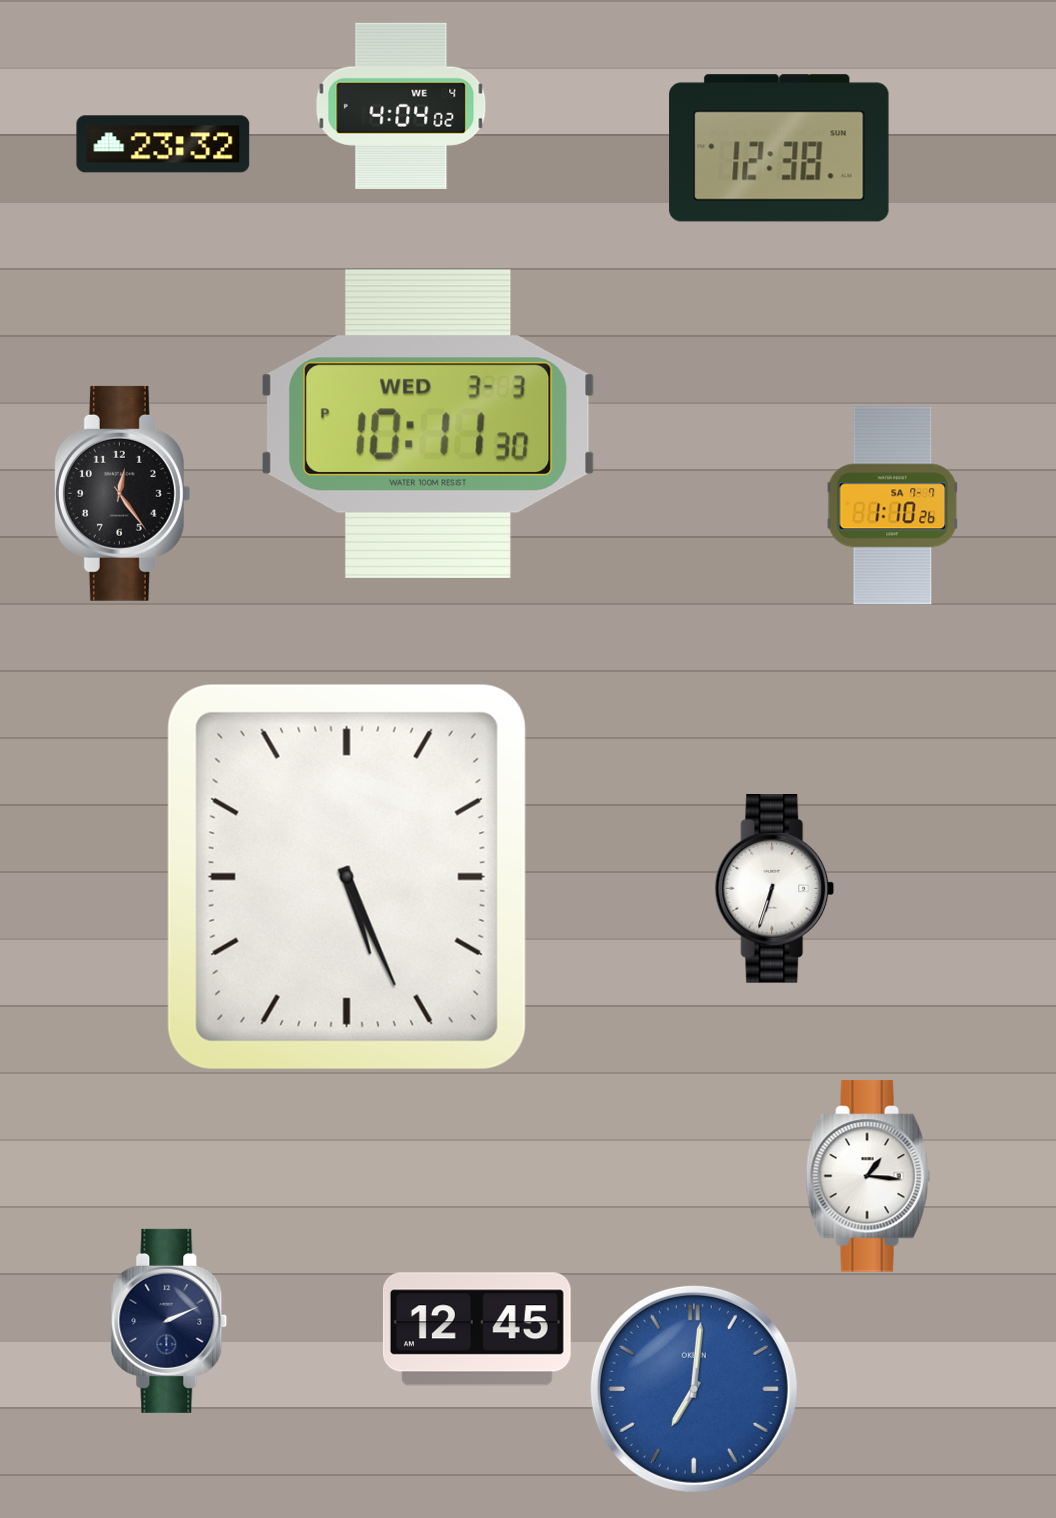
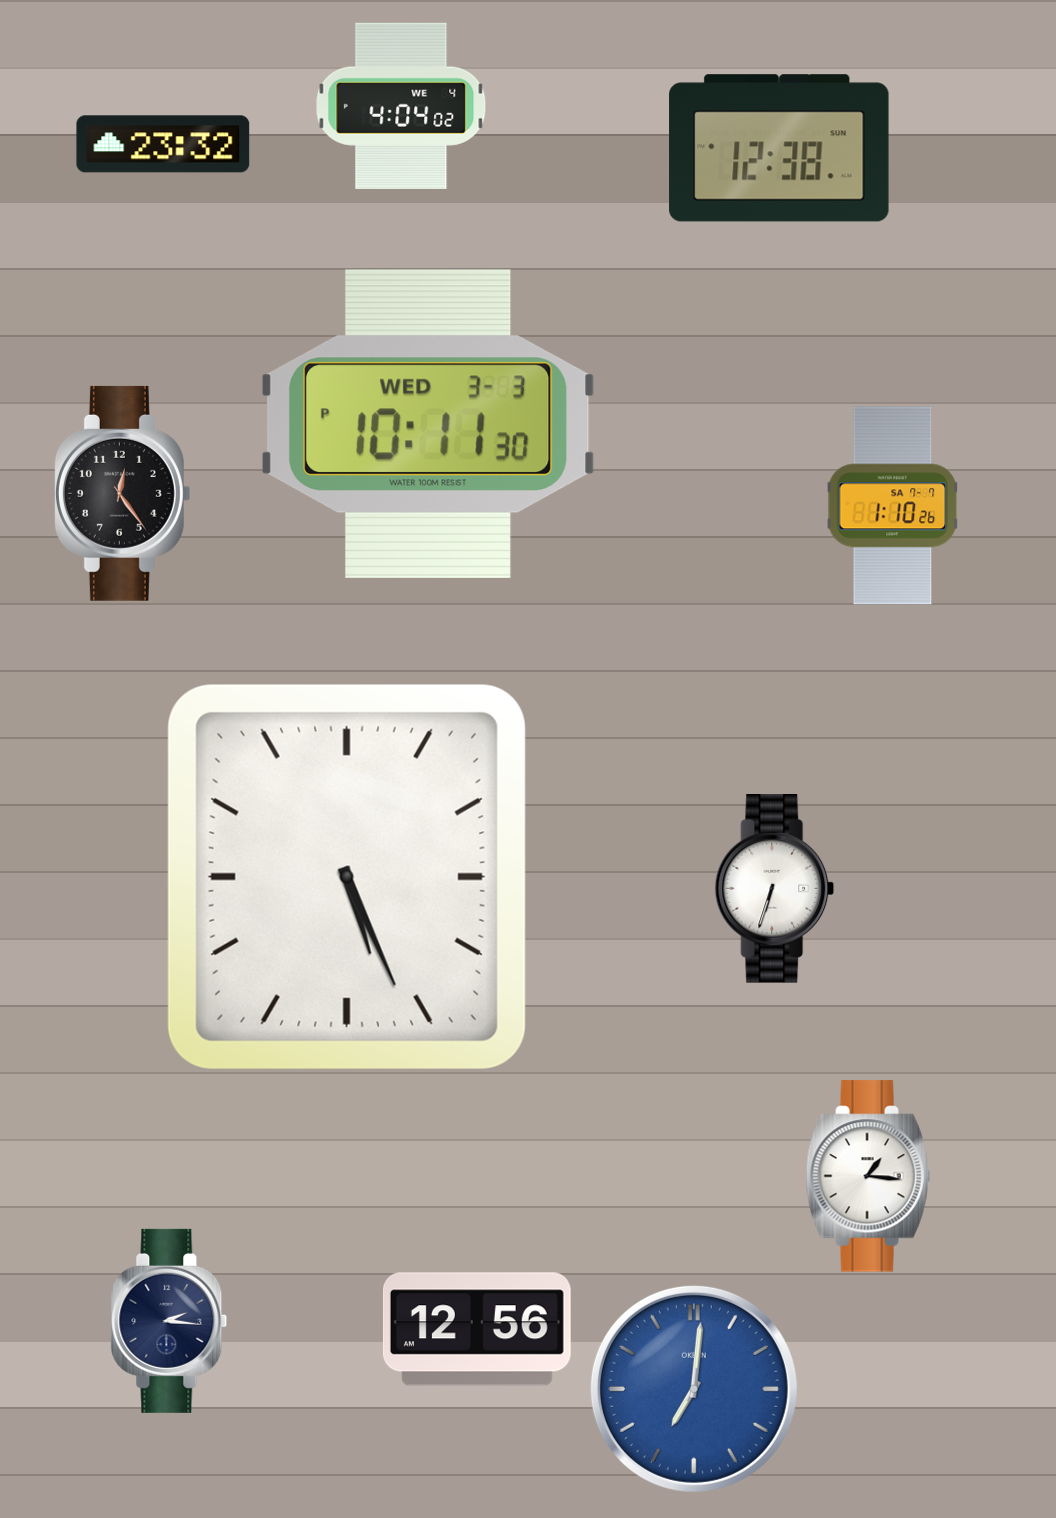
clock at (169, 1321): 2:11 -> 2:16
clock at (477, 1329): 12:45 -> 12:56
